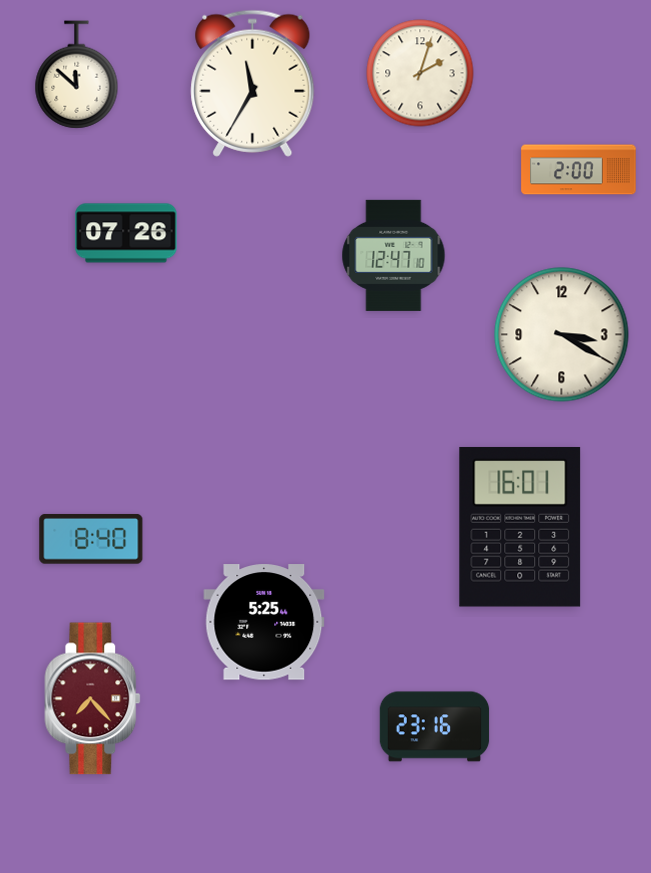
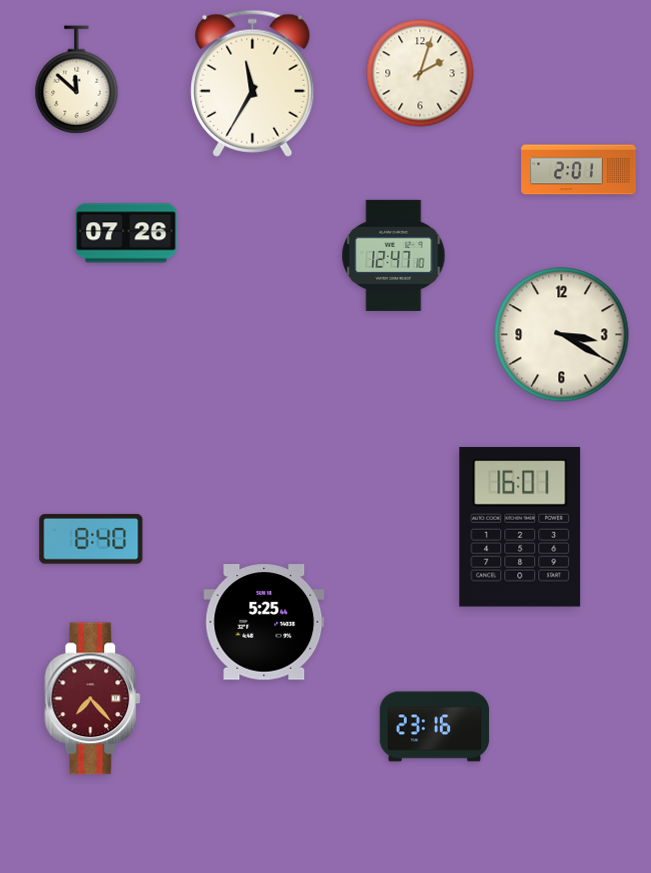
clock at (77, 75) position: (77, 75) -> (77, 80)
clock at (579, 170): 2:00 -> 2:01
